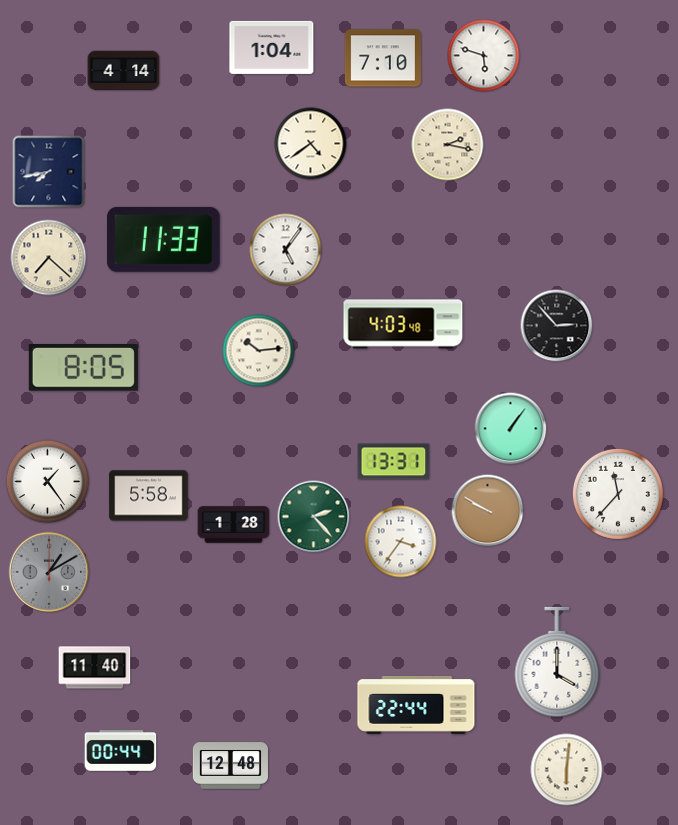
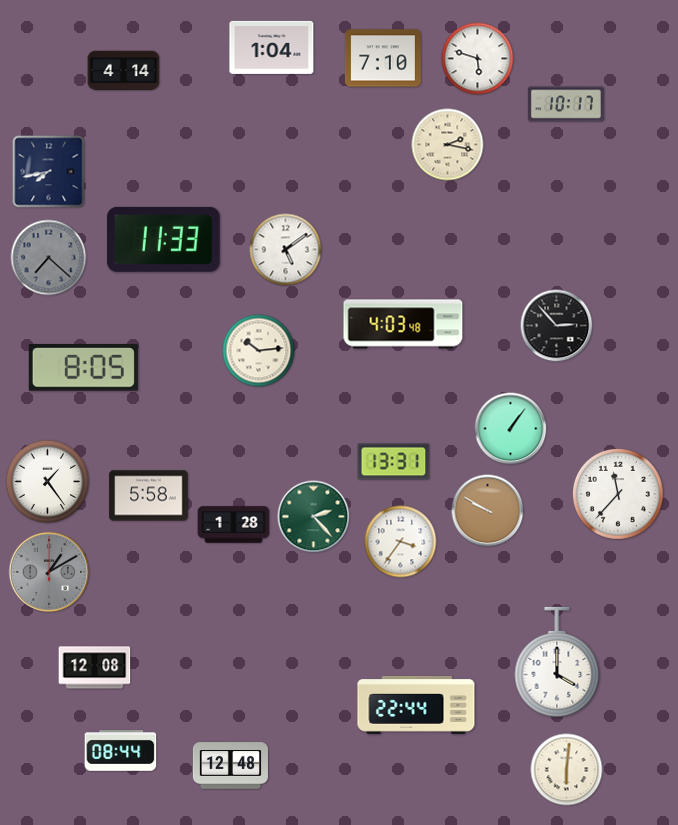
clock at (484, 56) position: (484, 56) -> (478, 59)
clock at (566, 104): none -> 10:17
clock at (311, 144): 4:39 -> none
clock at (286, 250): 5:06 -> 5:09
clock at (49, 258) dial: cream -> grey
clock at (95, 668): 11:40 -> 12:08
clock at (121, 751): 00:44 -> 08:44
